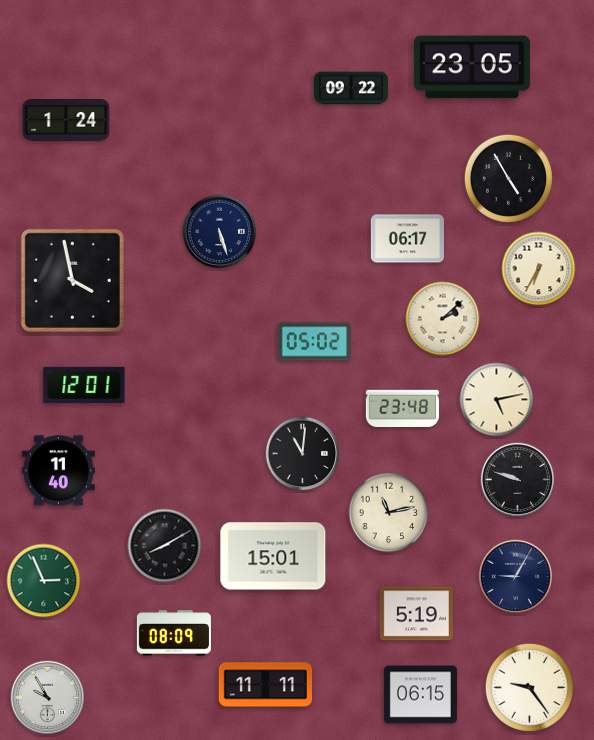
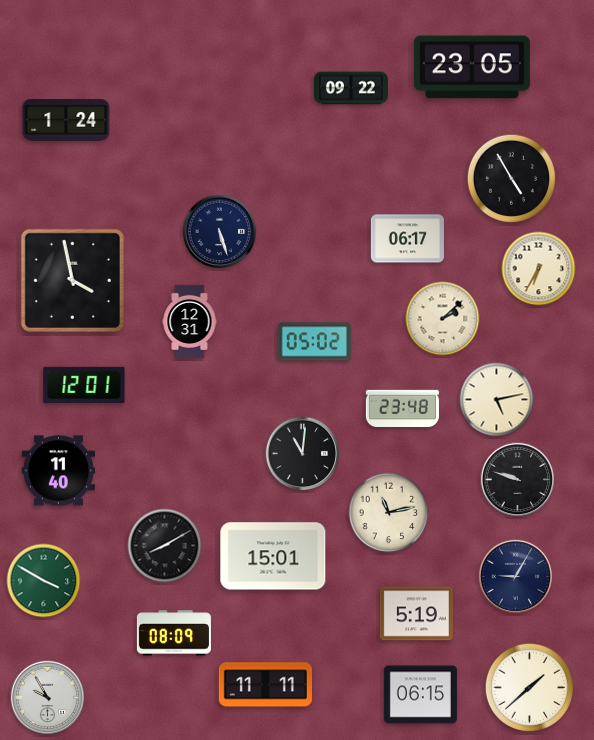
clock at (508, 178) position: (508, 178) -> (511, 178)
clock at (190, 321): none -> 12:31
clock at (44, 581): 2:56 -> 3:50
clock at (529, 687): 9:24 -> 1:38
